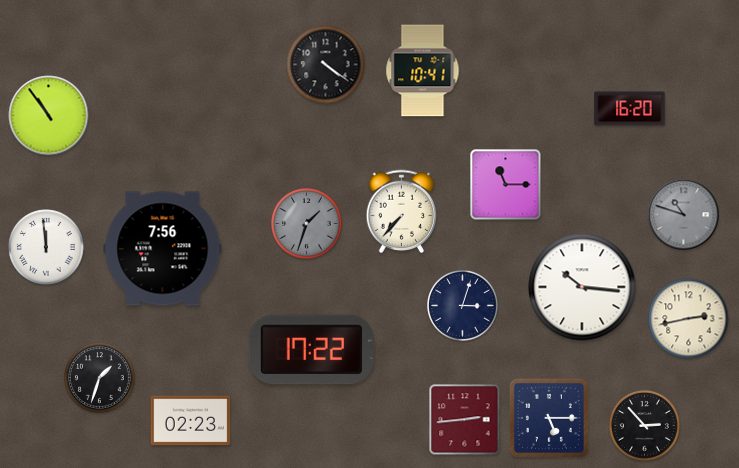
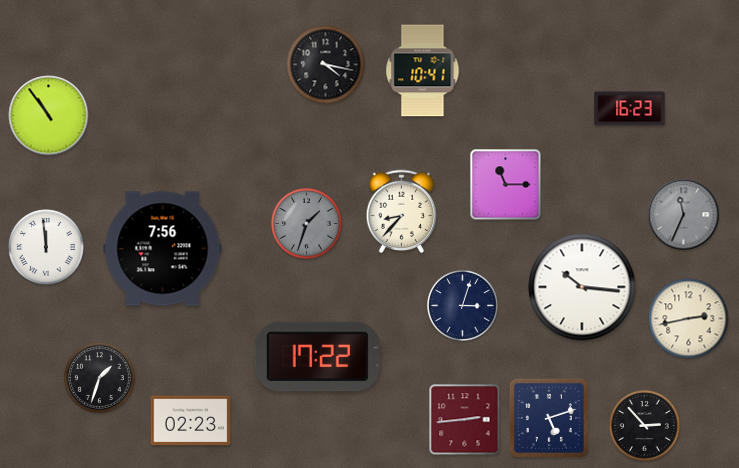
clock at (326, 65): 4:21 -> 4:17
clock at (630, 109): 16:20 -> 16:23
clock at (402, 212): 7:37 -> 8:37
clock at (684, 215): 10:48 -> 11:34
clock at (311, 350) position: (311, 350) -> (317, 357)
clock at (549, 418): 5:15 -> 5:12
